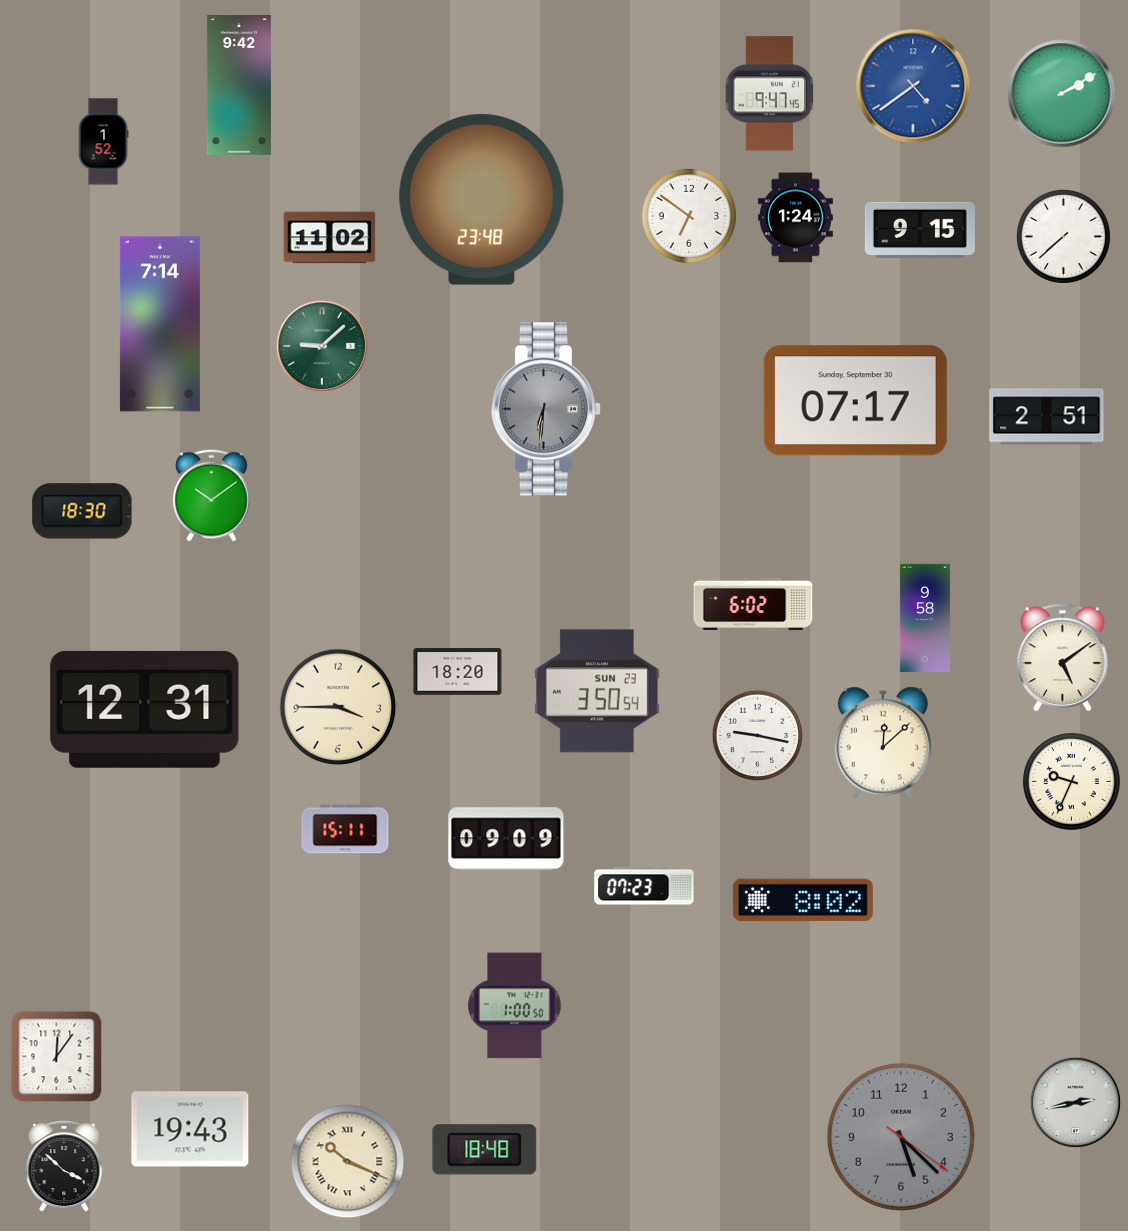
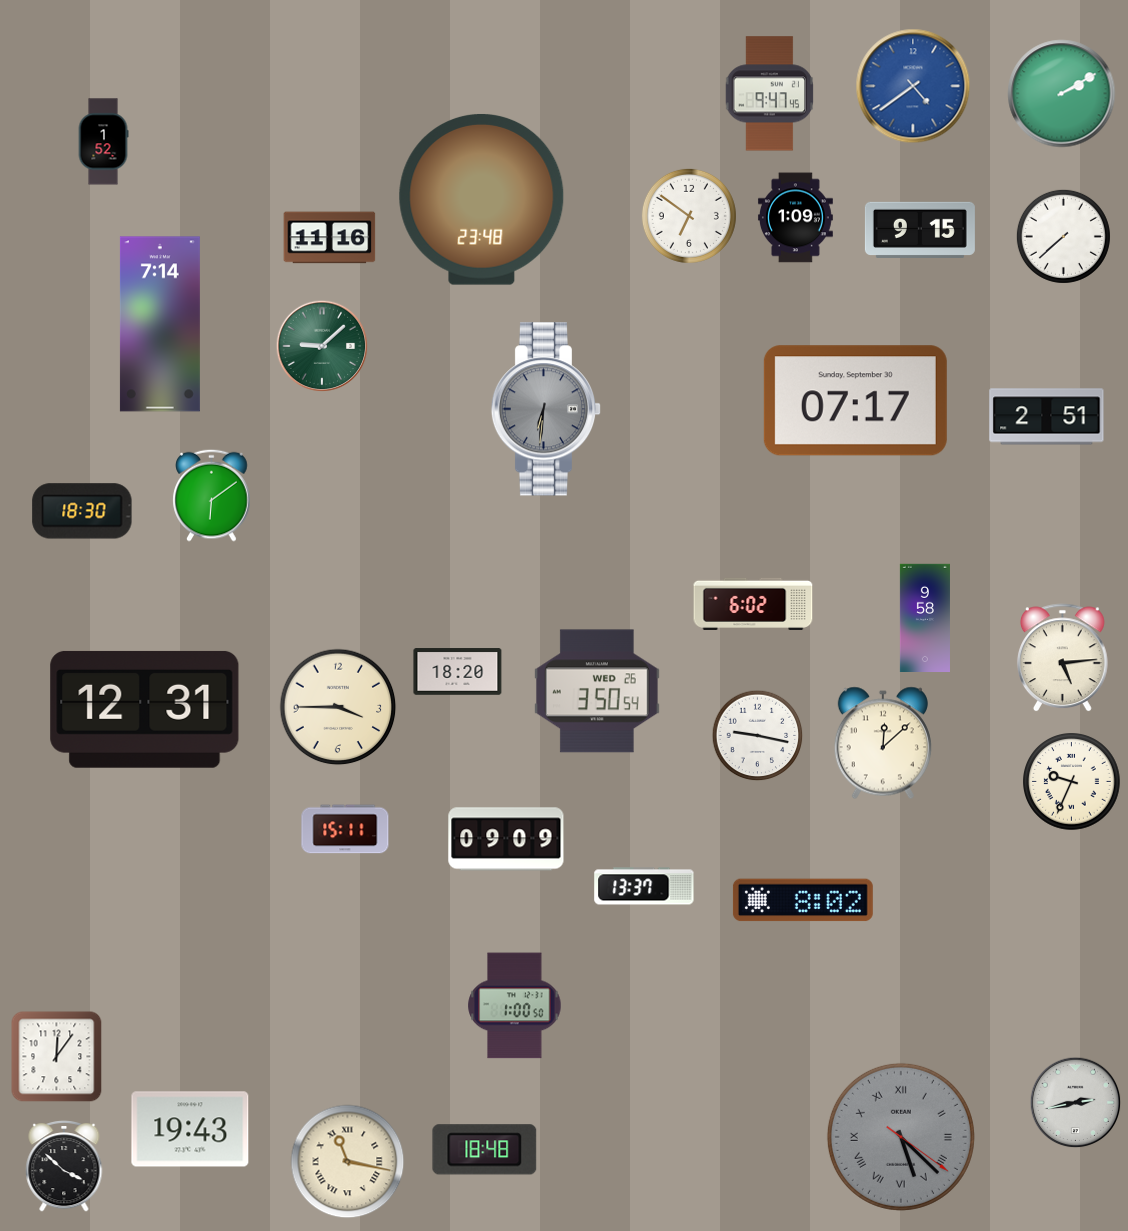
clock at (239, 85): 9:42 -> none
clock at (795, 218): 1:24 -> 1:09
clock at (330, 238): 11:02 -> 11:16
clock at (212, 495): 10:09 -> 6:09
clock at (1062, 658): 5:09 -> 5:14
clock at (597, 691) date: SUN 23 -> WED 26
clock at (644, 886): 07:23 -> 13:37
clock at (901, 1137) numerals: Arabic -> Roman
clock at (348, 1162): 10:19 -> 11:17
